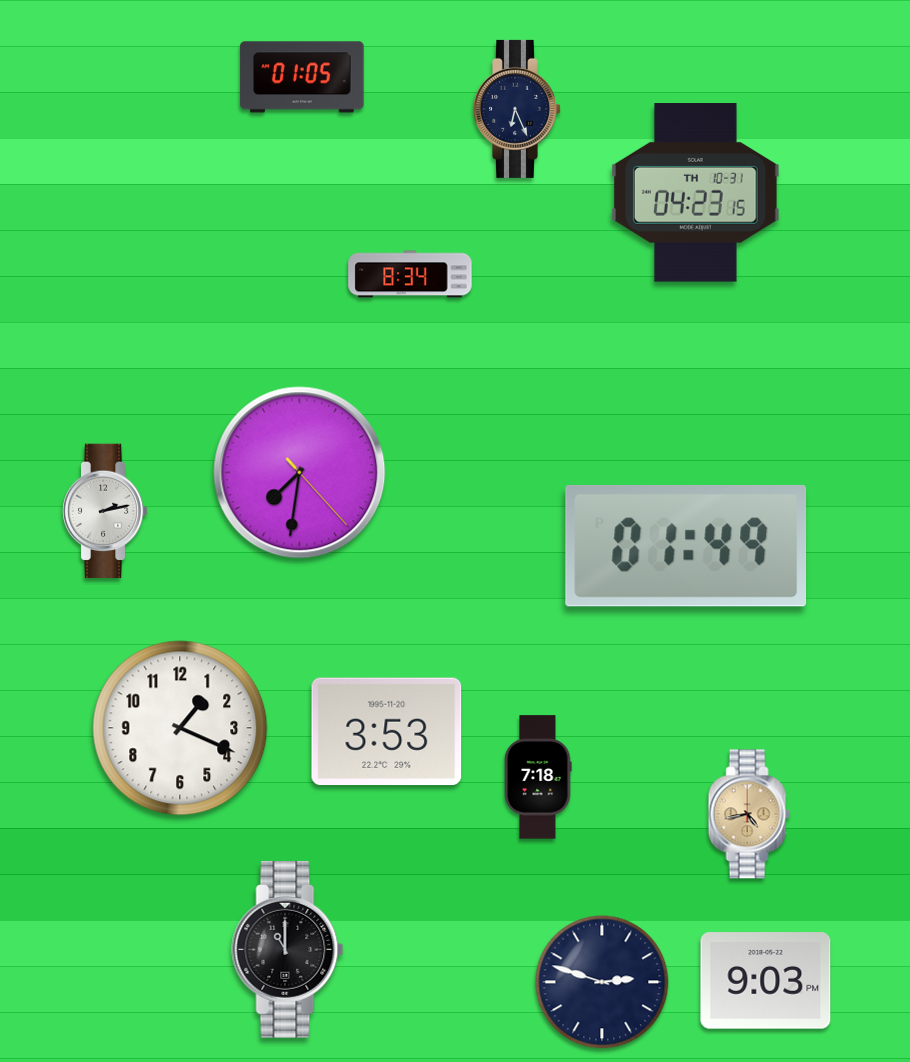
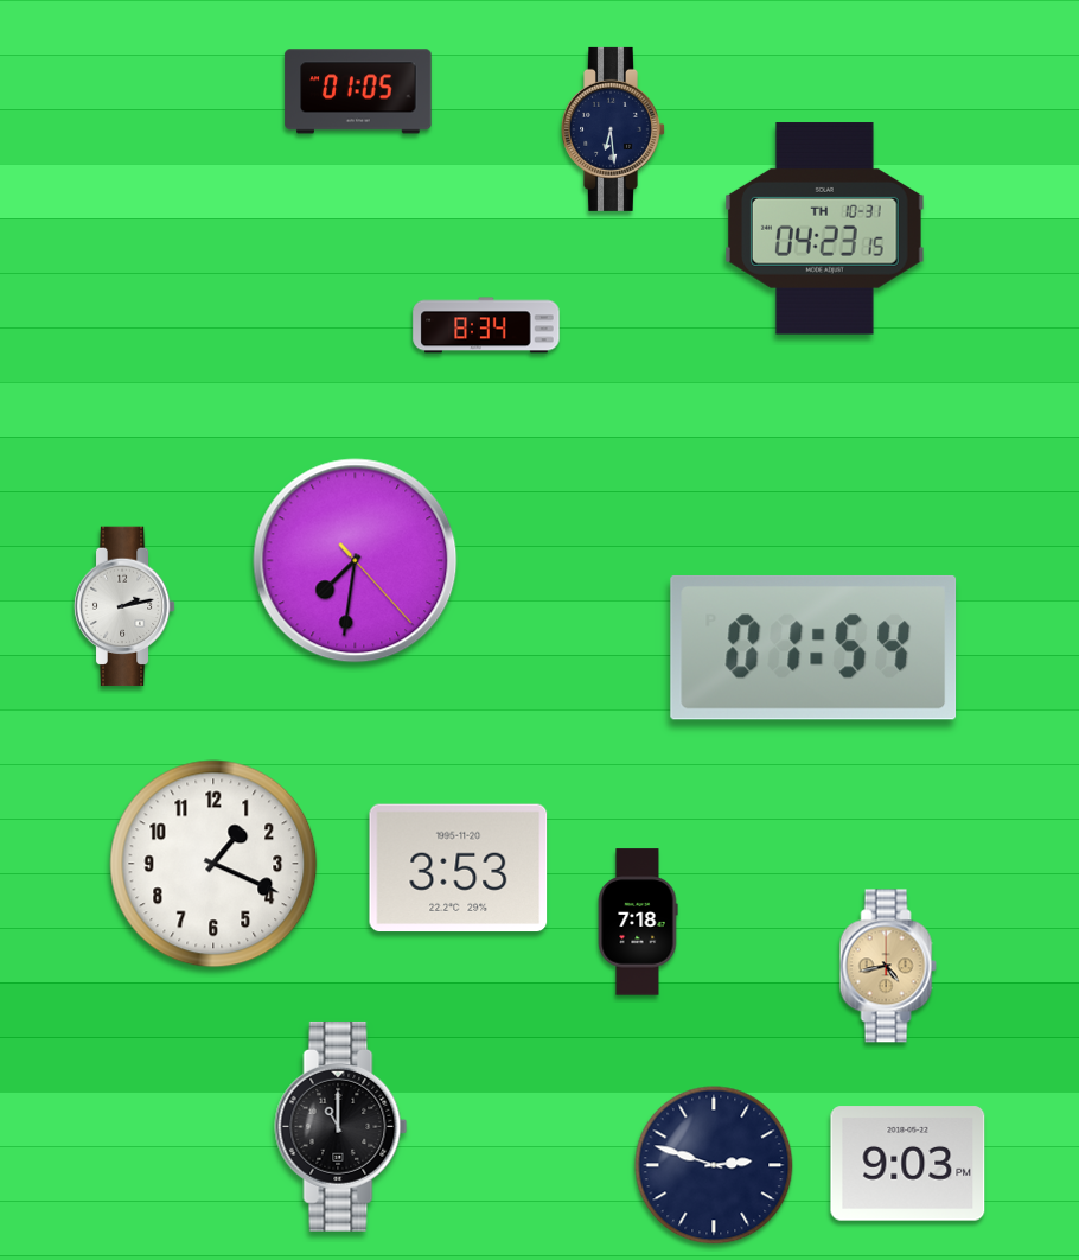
clock at (518, 109): 6:26 -> 6:29
clock at (686, 546): 01:49 -> 01:54
